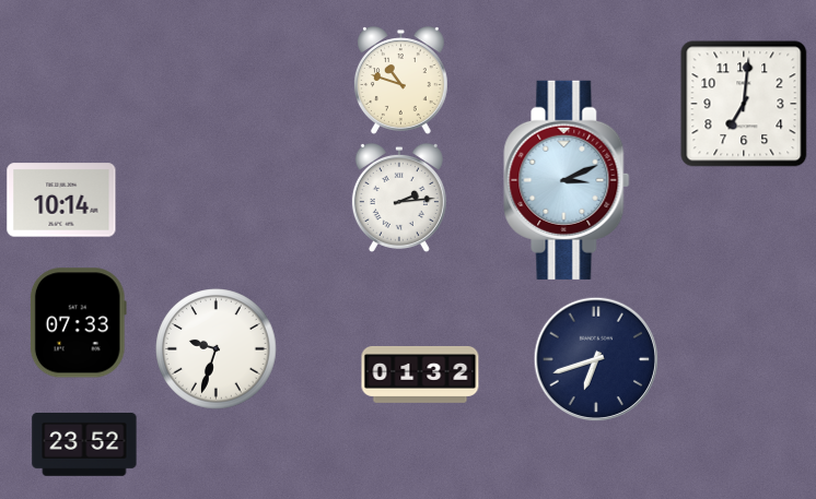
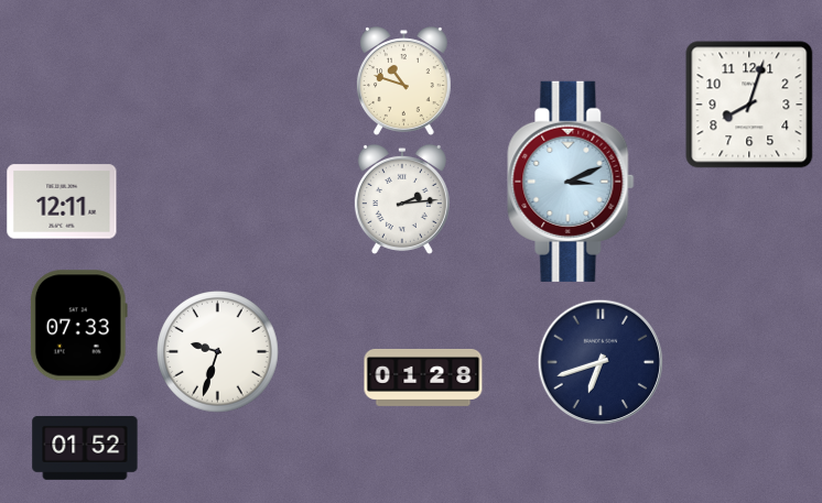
clock at (744, 104): 7:01 -> 8:03
clock at (61, 200): 10:14 -> 12:11
clock at (420, 375): 01:32 -> 01:28
clock at (84, 444): 23:52 -> 01:52
